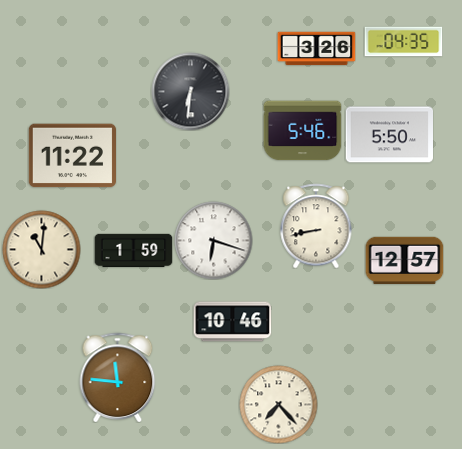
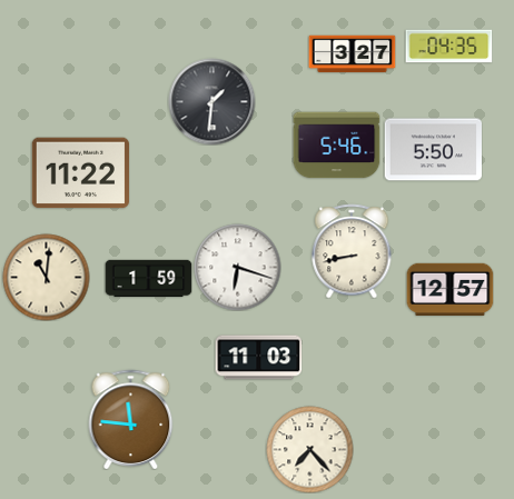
clock at (316, 49): 3:26 -> 3:27
clock at (190, 91): 6:31 -> 1:31
clock at (232, 322): 10:46 -> 11:03
